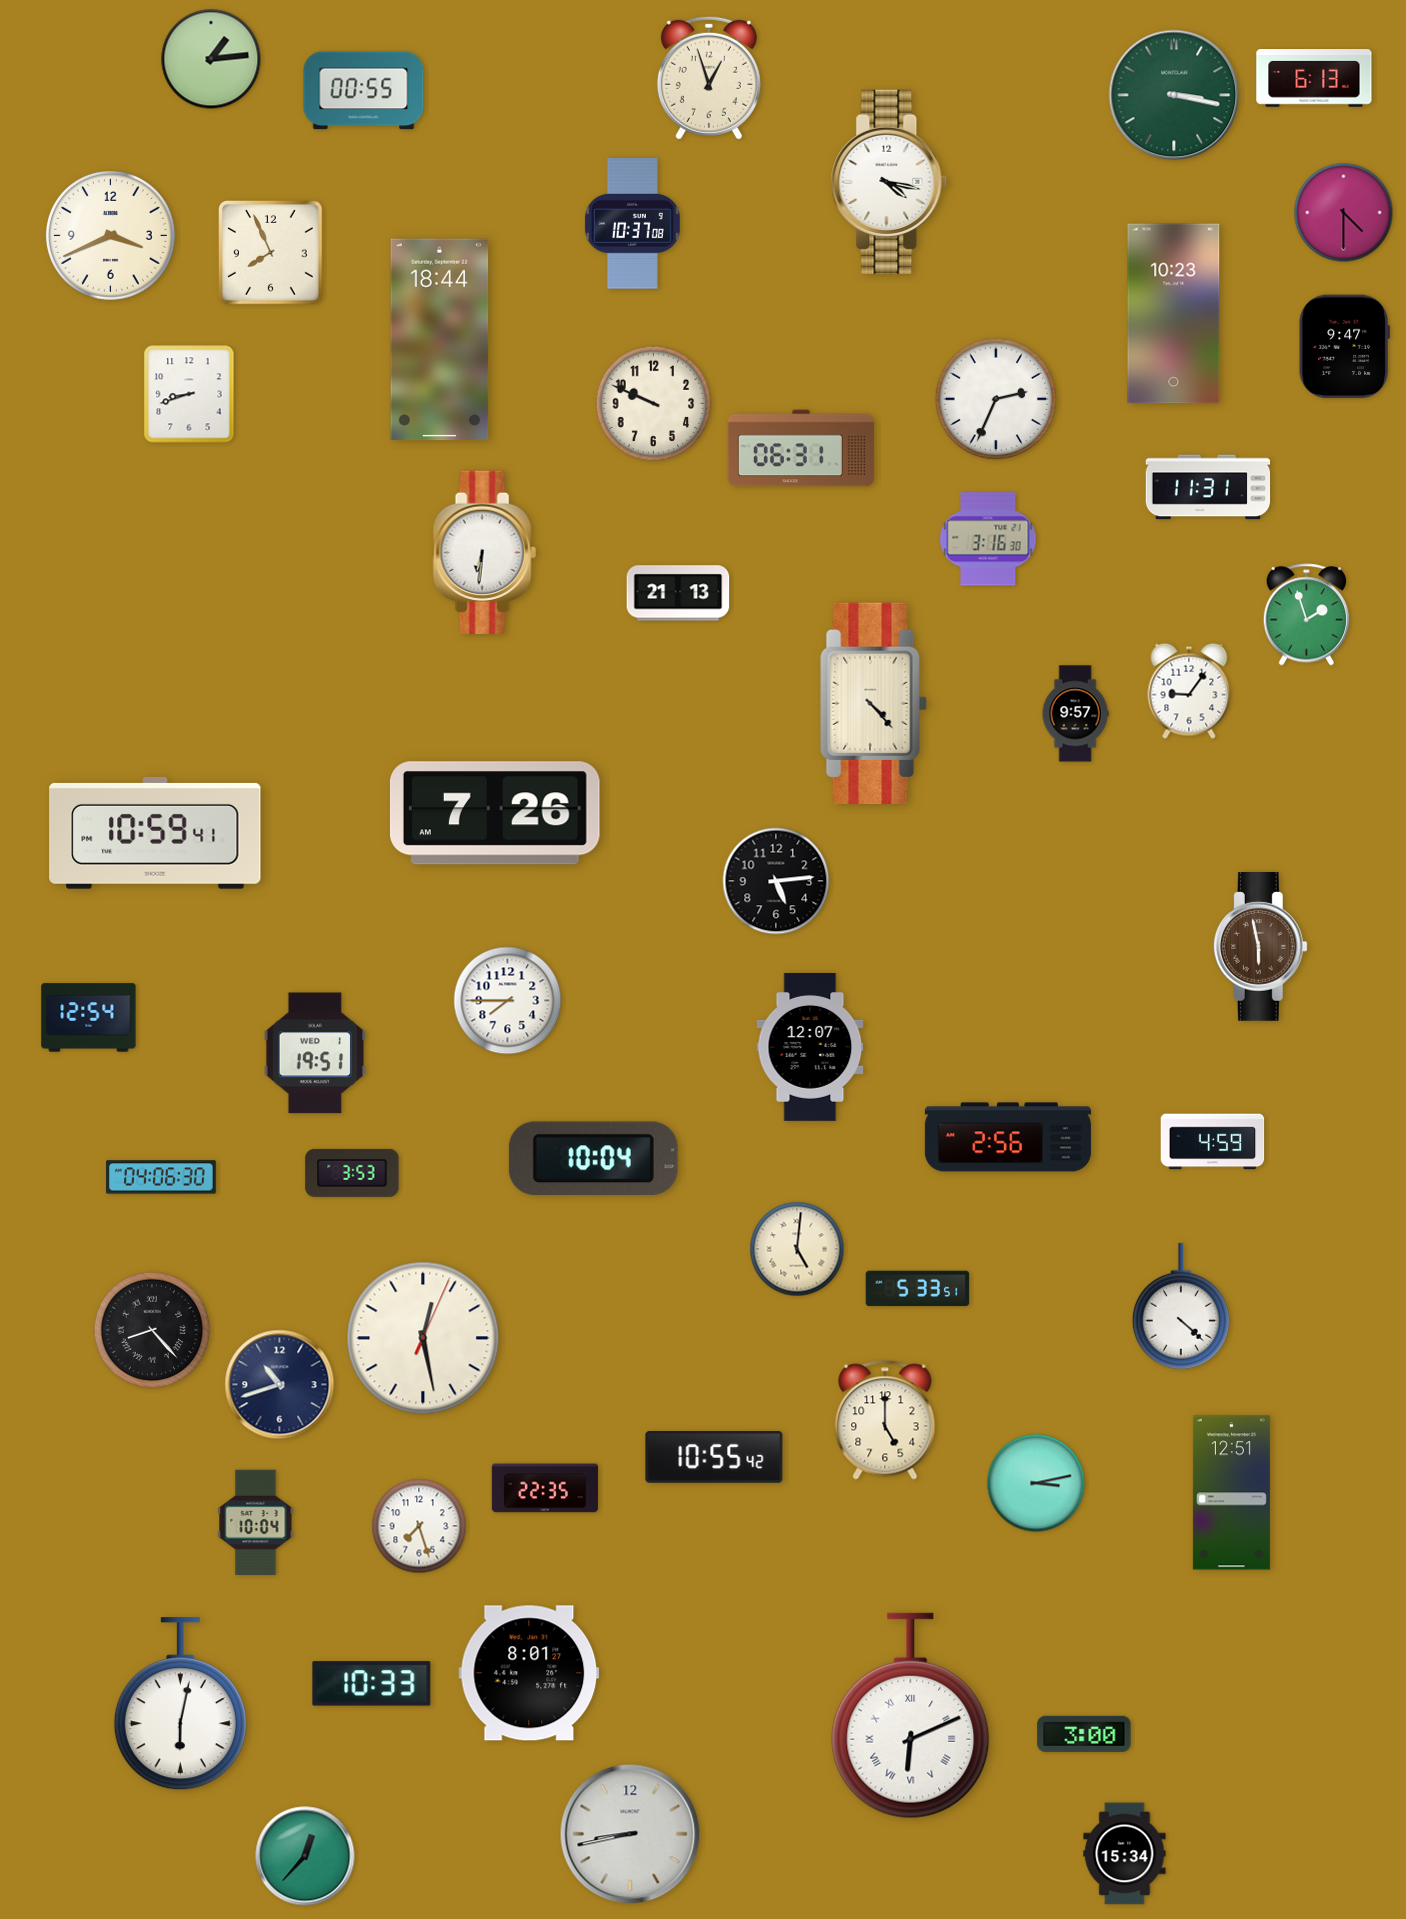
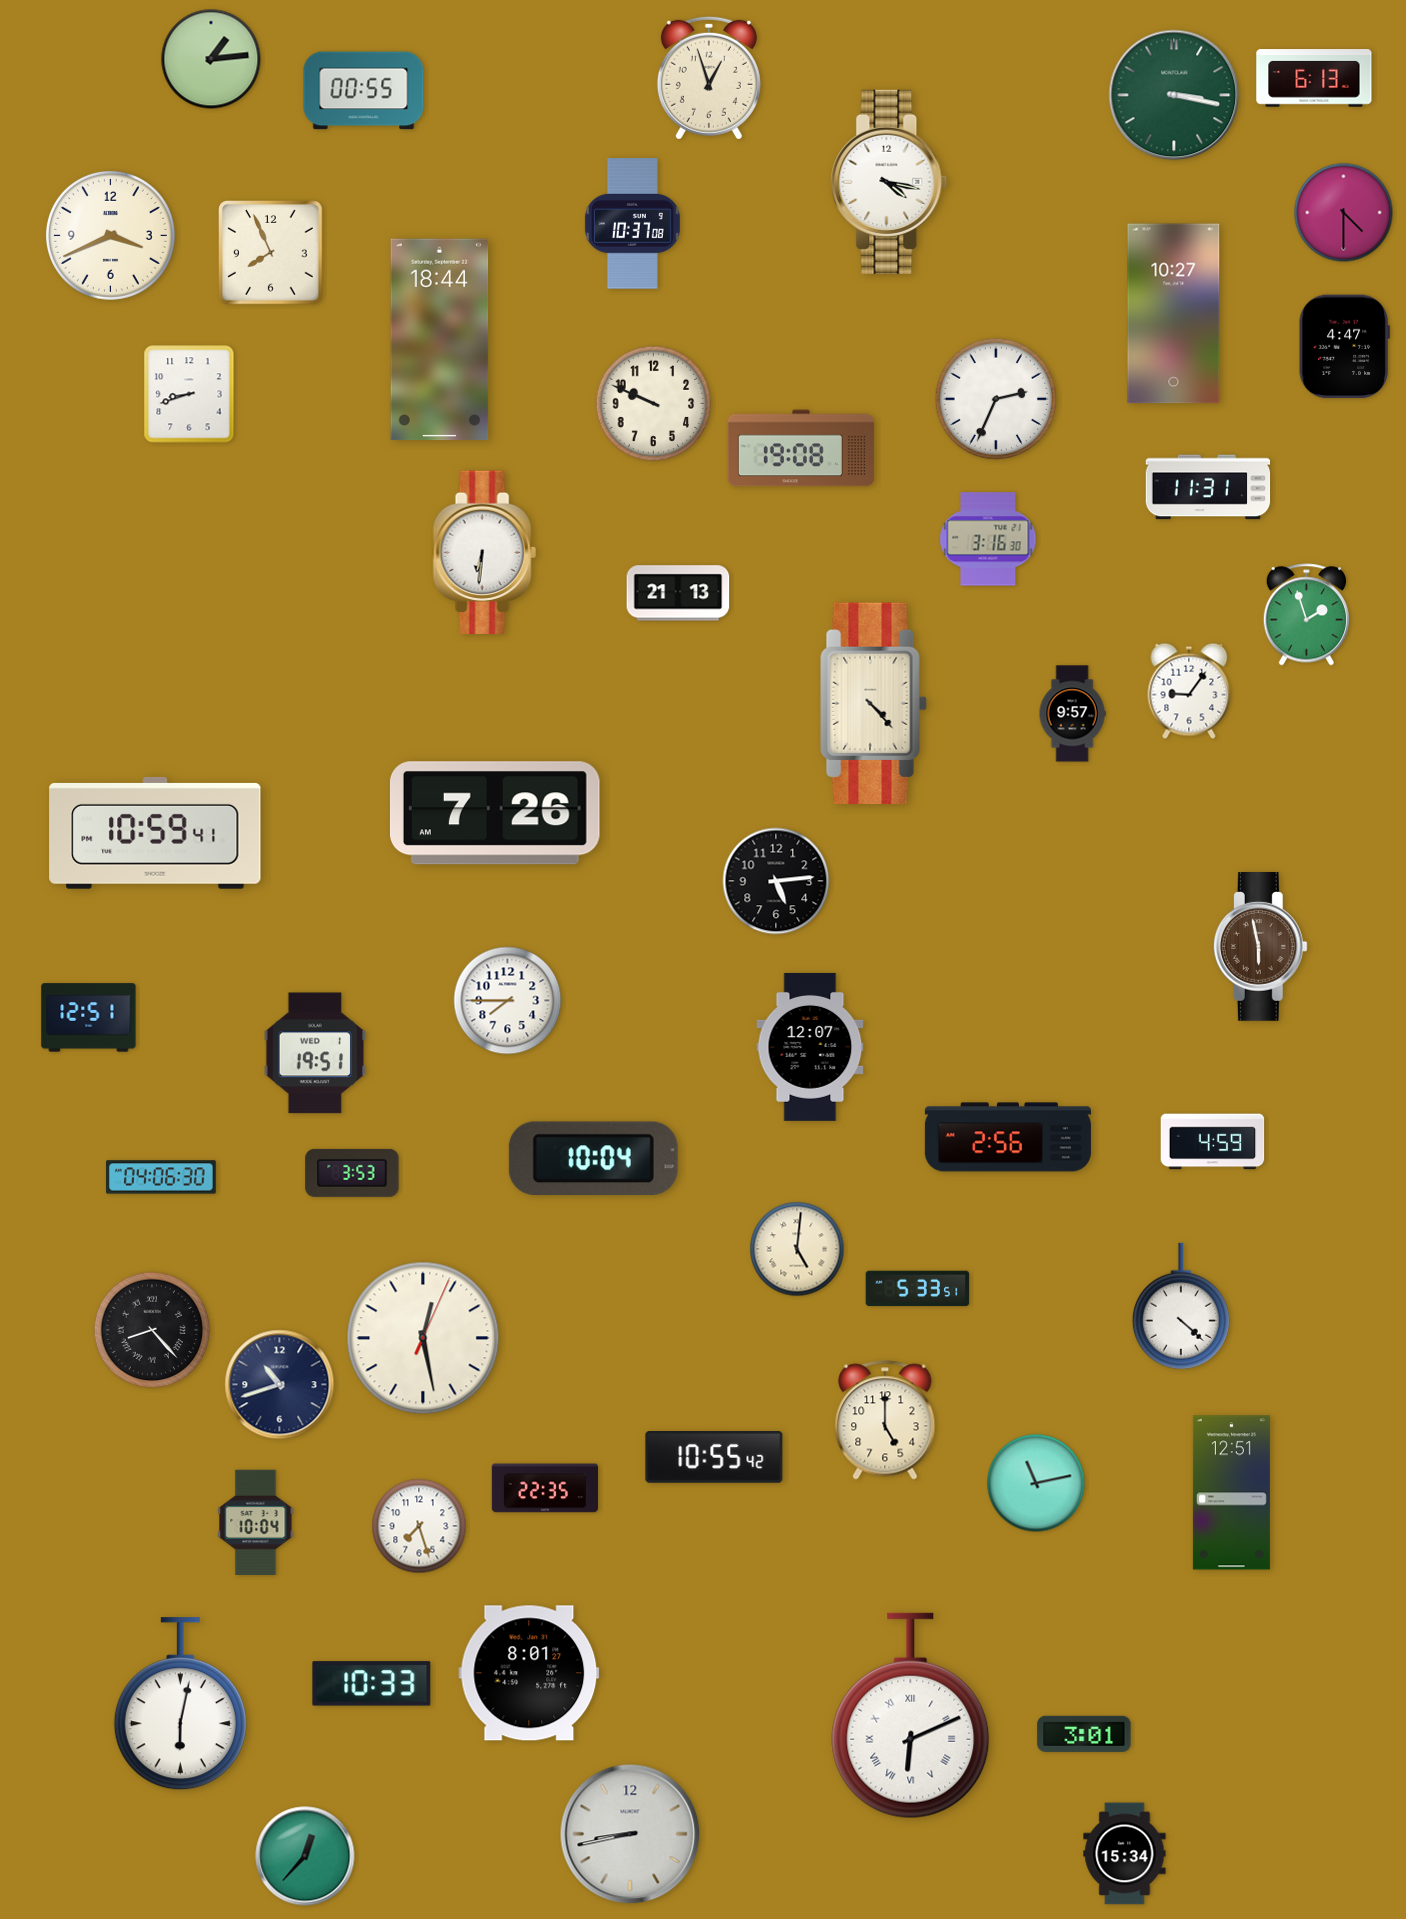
clock at (1174, 314): 10:23 -> 10:27
clock at (1344, 347): 9:47 -> 4:47
clock at (801, 448): 06:31 -> 19:08
clock at (1075, 714) position: (1075, 714) -> (1072, 714)
clock at (89, 1018): 12:54 -> 12:51
clock at (1036, 1483): 3:13 -> 11:13
clock at (1084, 1734): 3:00 -> 3:01
